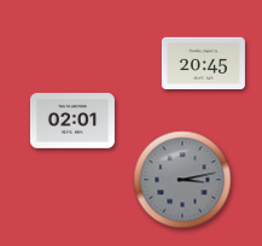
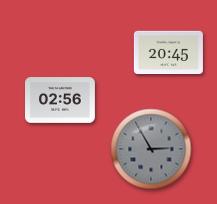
clock at (74, 121): 02:01 -> 02:56
clock at (182, 180): 3:13 -> 2:55
